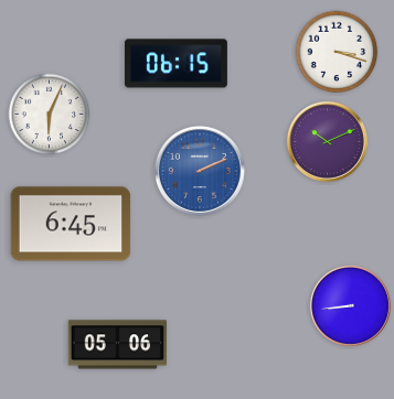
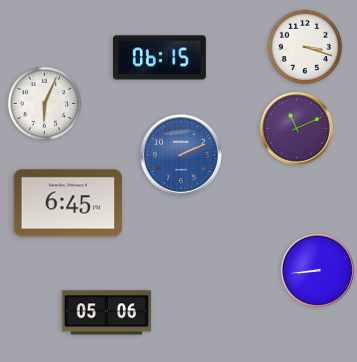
clock at (327, 141): 10:11 -> 11:11
clock at (71, 224) position: (71, 224) -> (68, 203)
clock at (350, 305) position: (350, 305) -> (317, 270)
